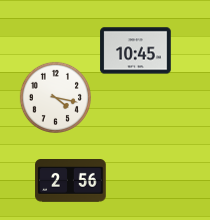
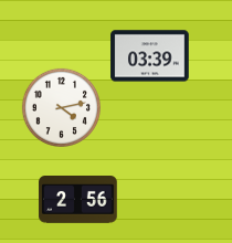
clock at (136, 51): 10:45 -> 03:39
clock at (55, 97): 4:17 -> 4:13
